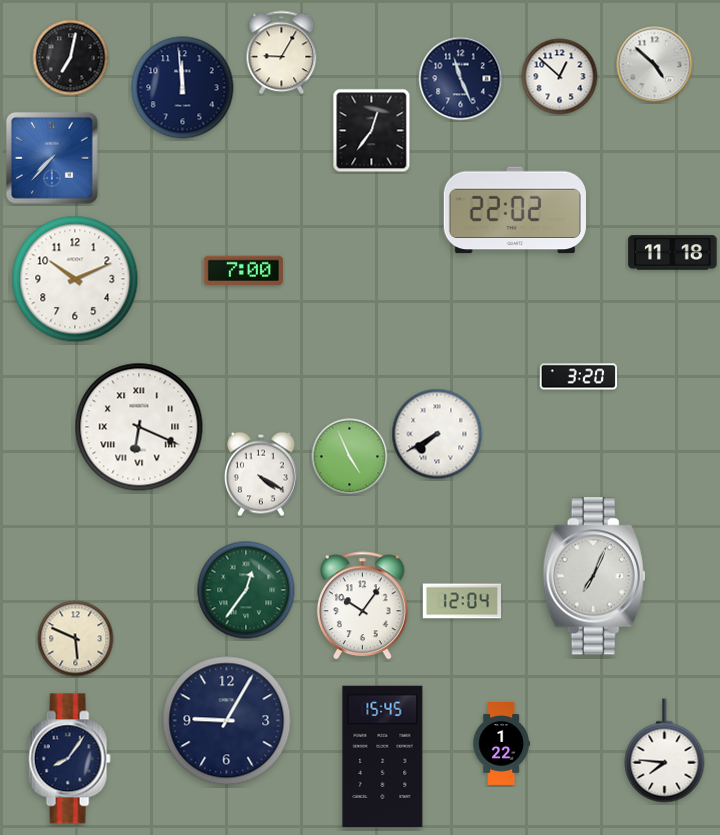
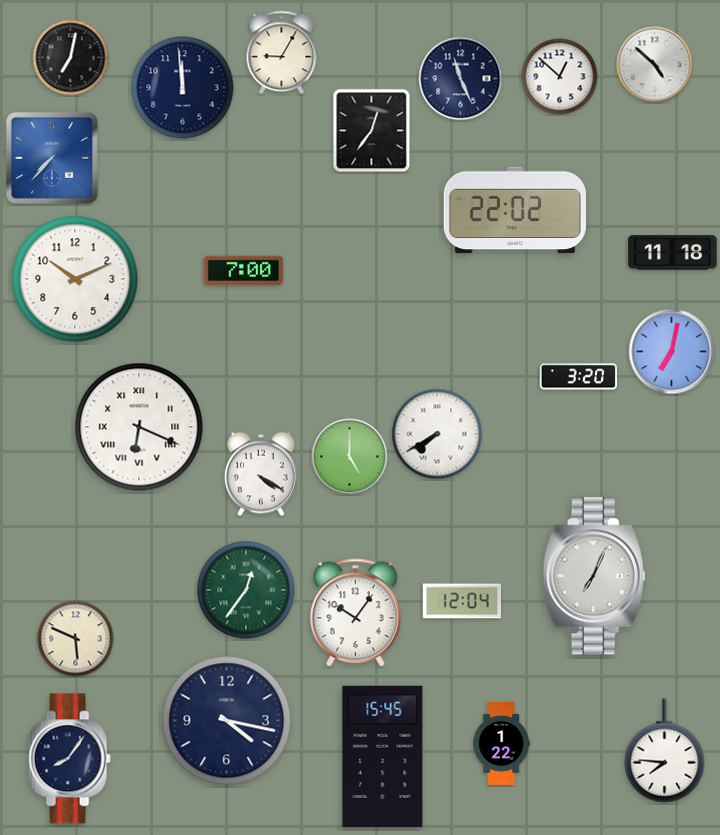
clock at (672, 352): none -> 7:02
clock at (350, 457): 4:56 -> 5:00
clock at (362, 606) position: (362, 606) -> (355, 613)
clock at (227, 721): 9:05 -> 4:17
